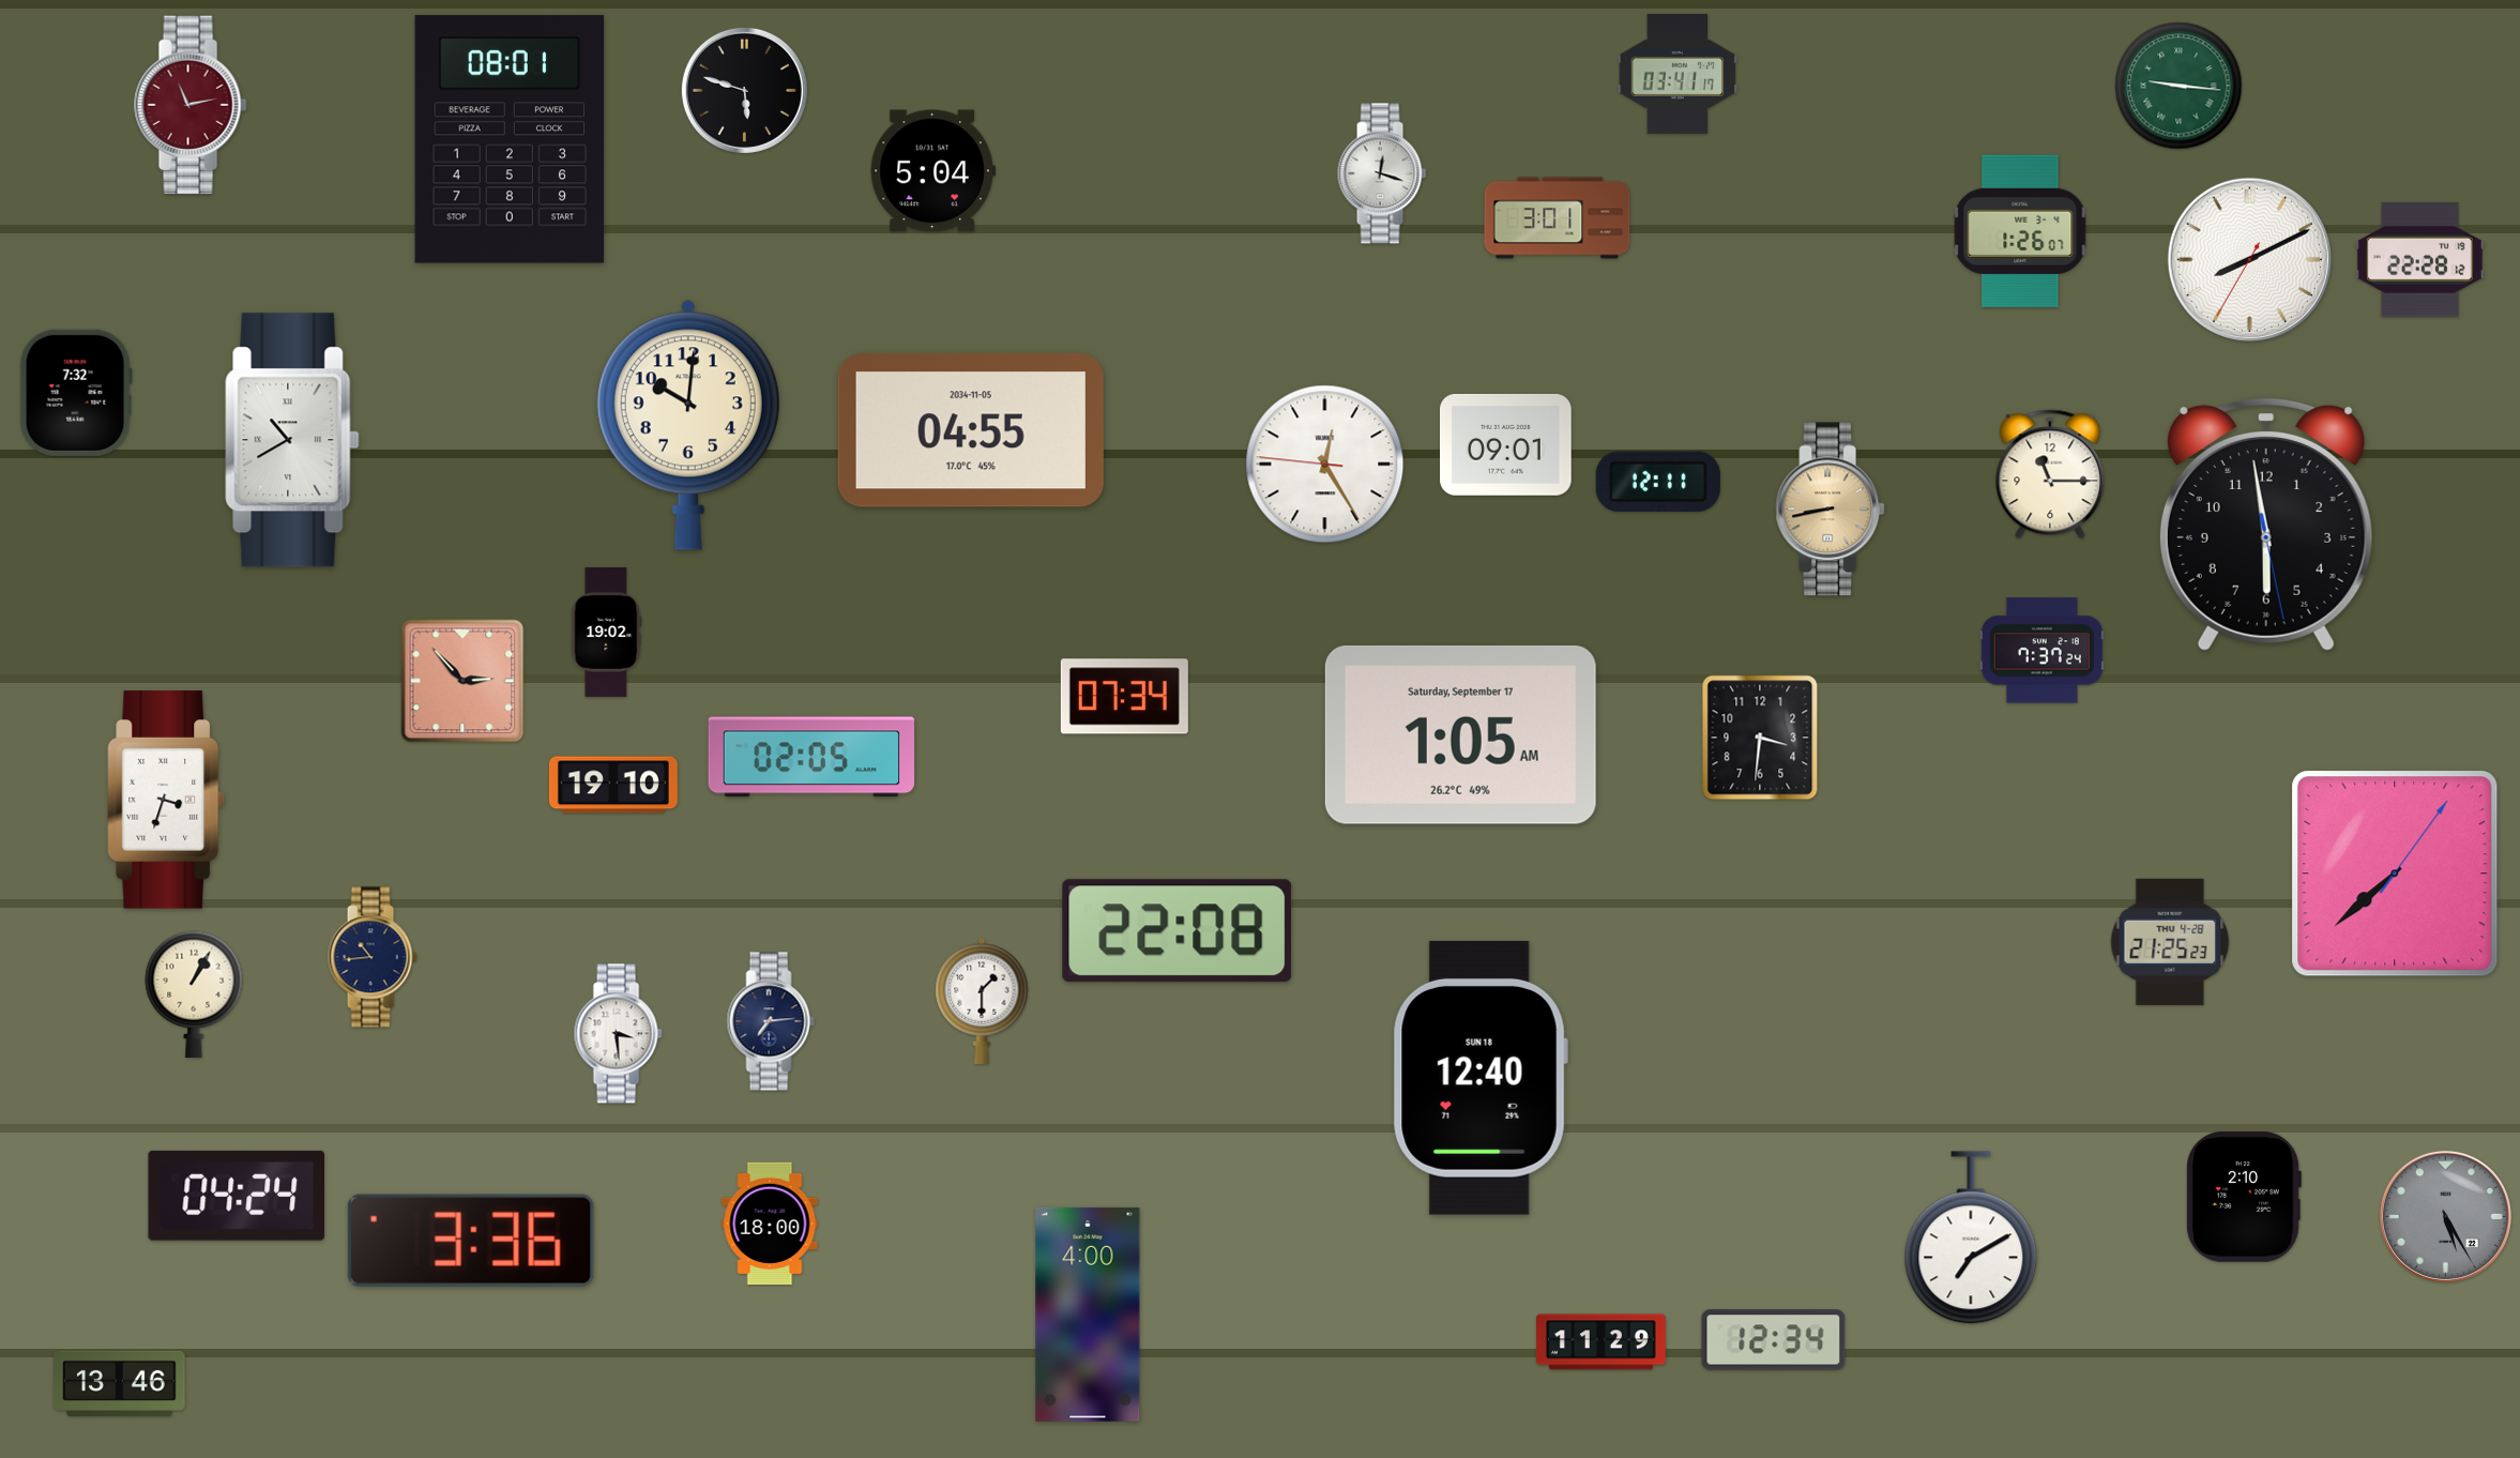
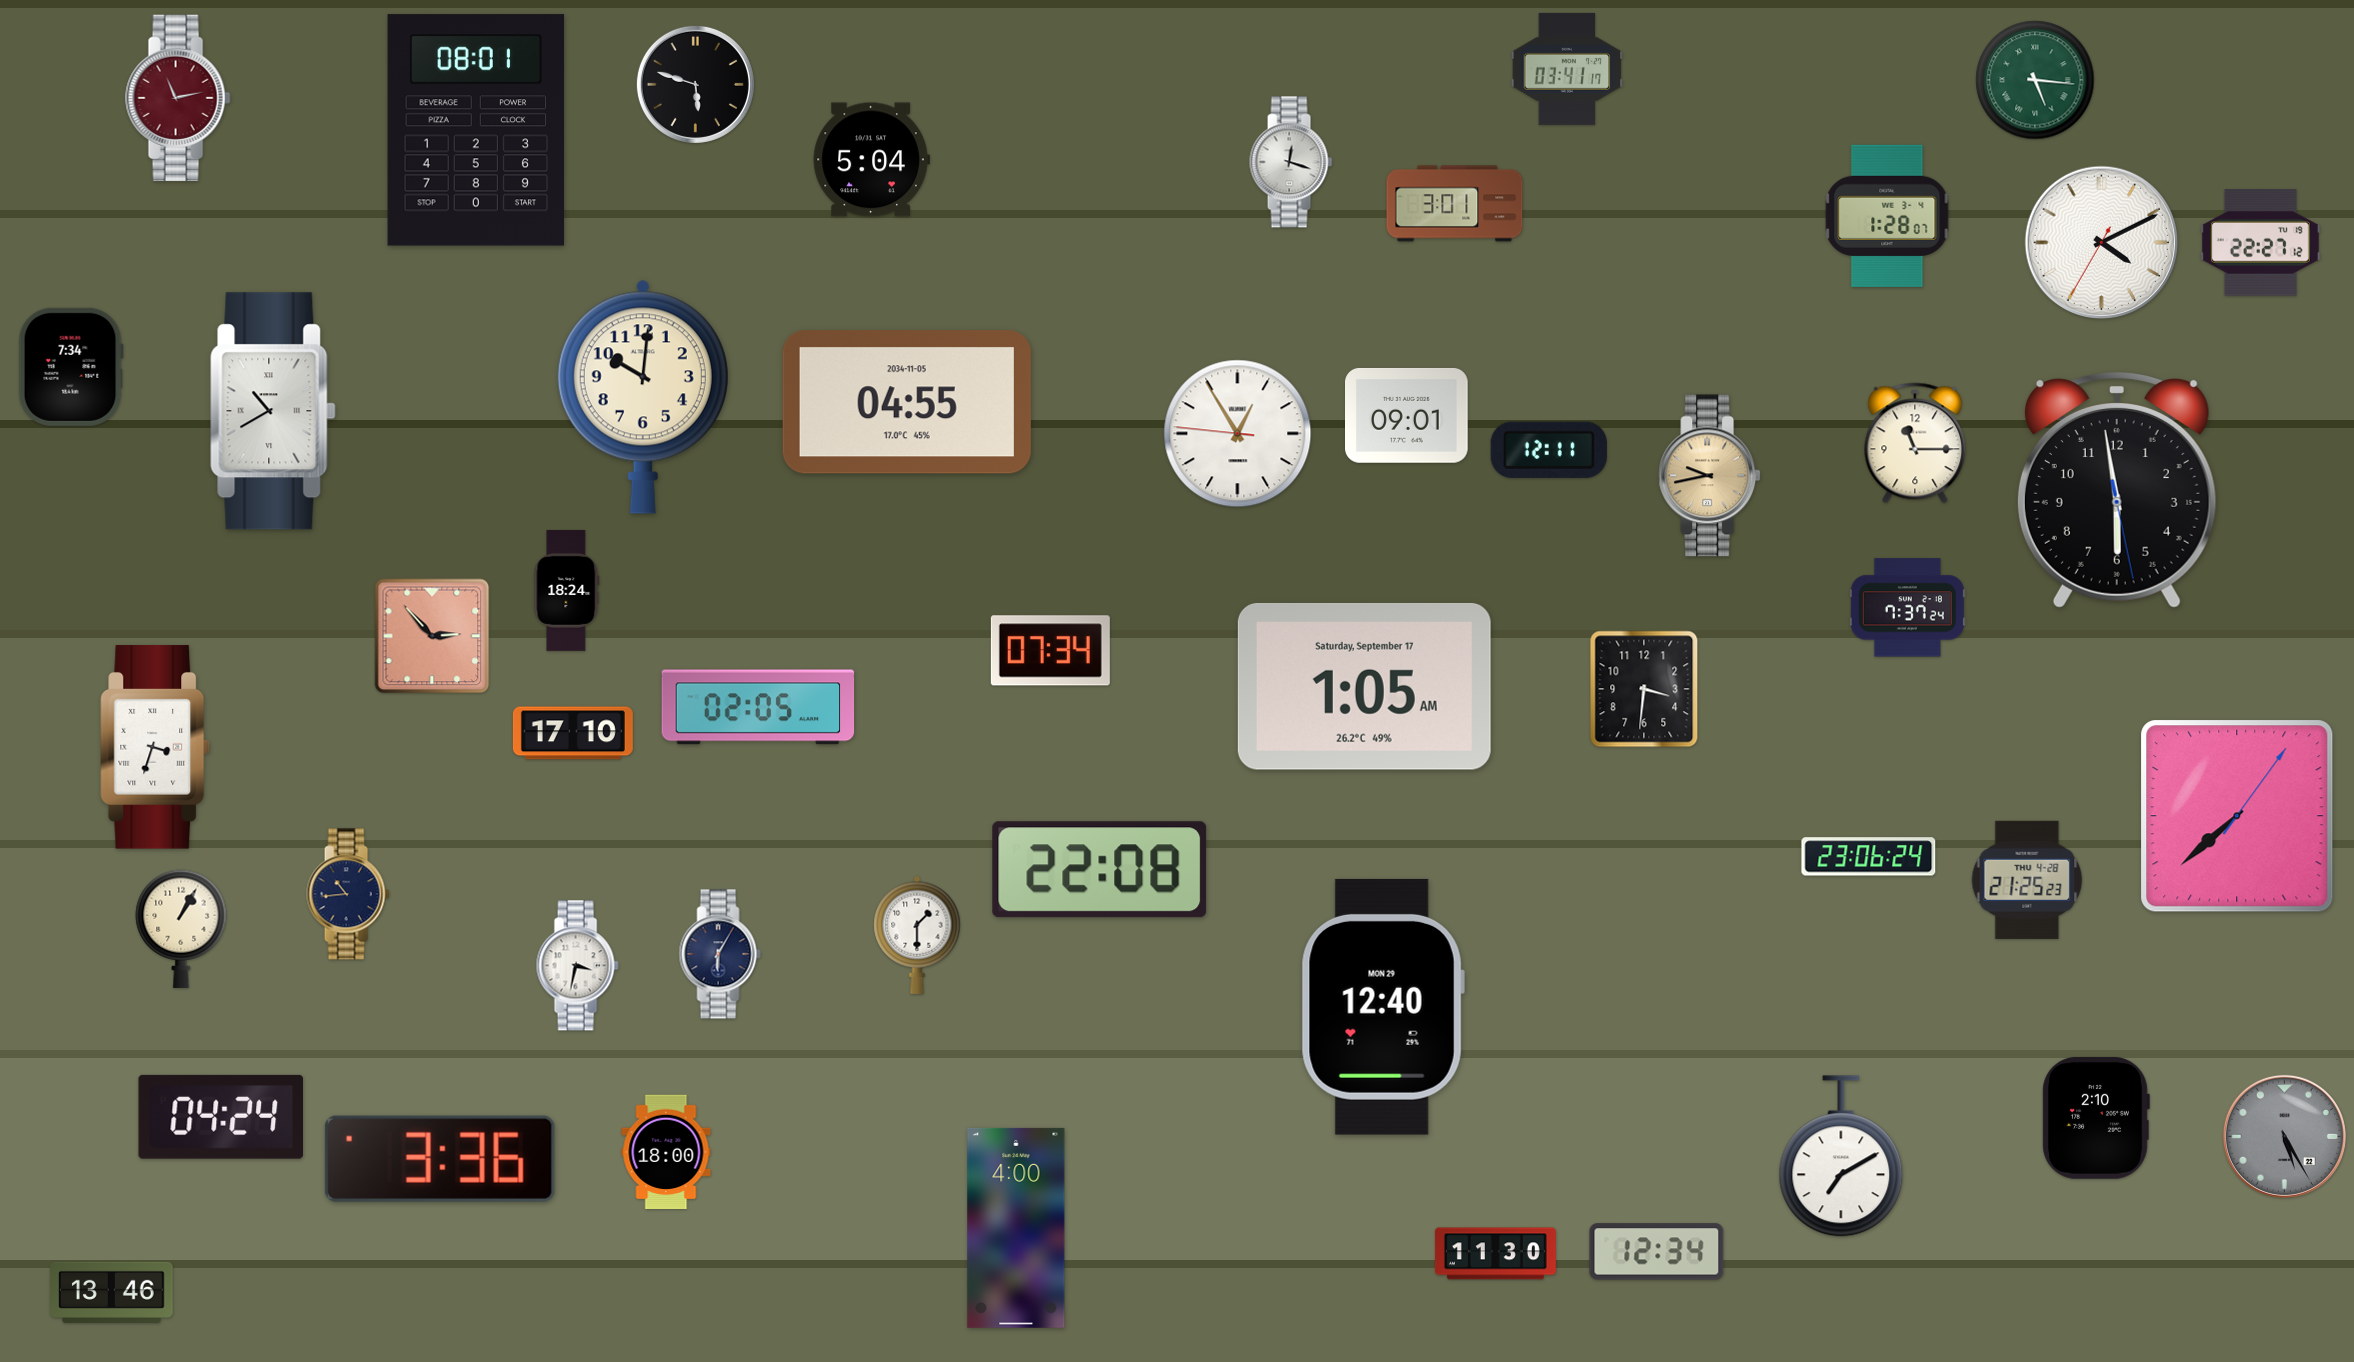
clock at (2179, 86): 9:16 -> 5:16
clock at (2020, 231): 1:26 -> 1:28
clock at (2249, 259): 8:10 -> 4:10
clock at (2419, 260): 22:28 -> 22:27
clock at (76, 393): 7:32 -> 7:34
clock at (1325, 465): 12:24 -> 12:54
clock at (1831, 510): 8:43 -> 9:43
clock at (607, 632): 19:02 -> 18:24
clock at (613, 785): 19:10 -> 17:10
clock at (1869, 857): none -> 23:06
clock at (771, 1021): 7:14 -> 6:05
clock at (618, 1034): 3:29 -> 3:32
clock at (1481, 1078) date: SUN 18 -> MON 29
clock at (770, 1224) position: (770, 1224) -> (666, 1152)
clock at (1600, 1342): 11:29 -> 11:30
